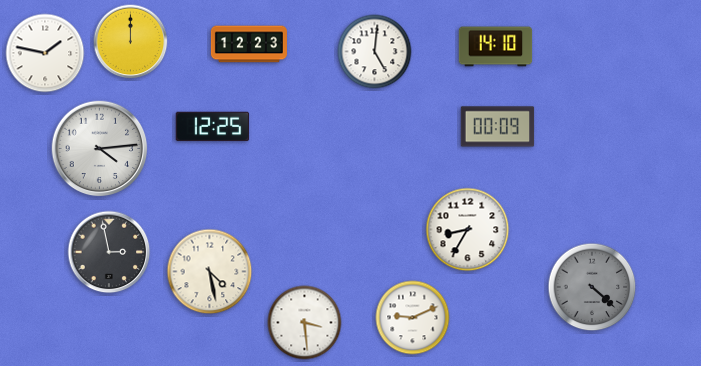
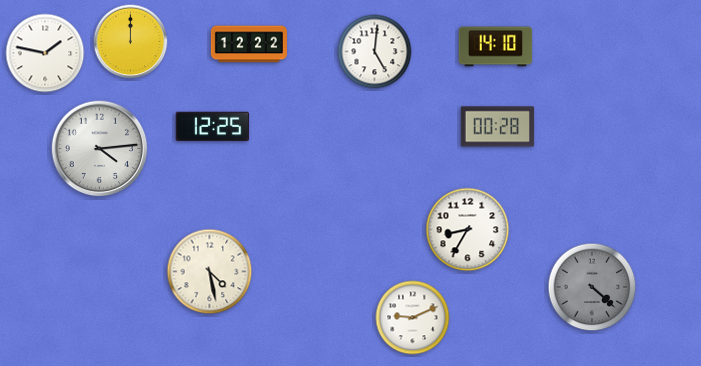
clock at (249, 44): 12:23 -> 12:22
clock at (498, 127): 00:09 -> 00:28
clock at (109, 252): 2:58 -> none
clock at (305, 323): 3:29 -> none
